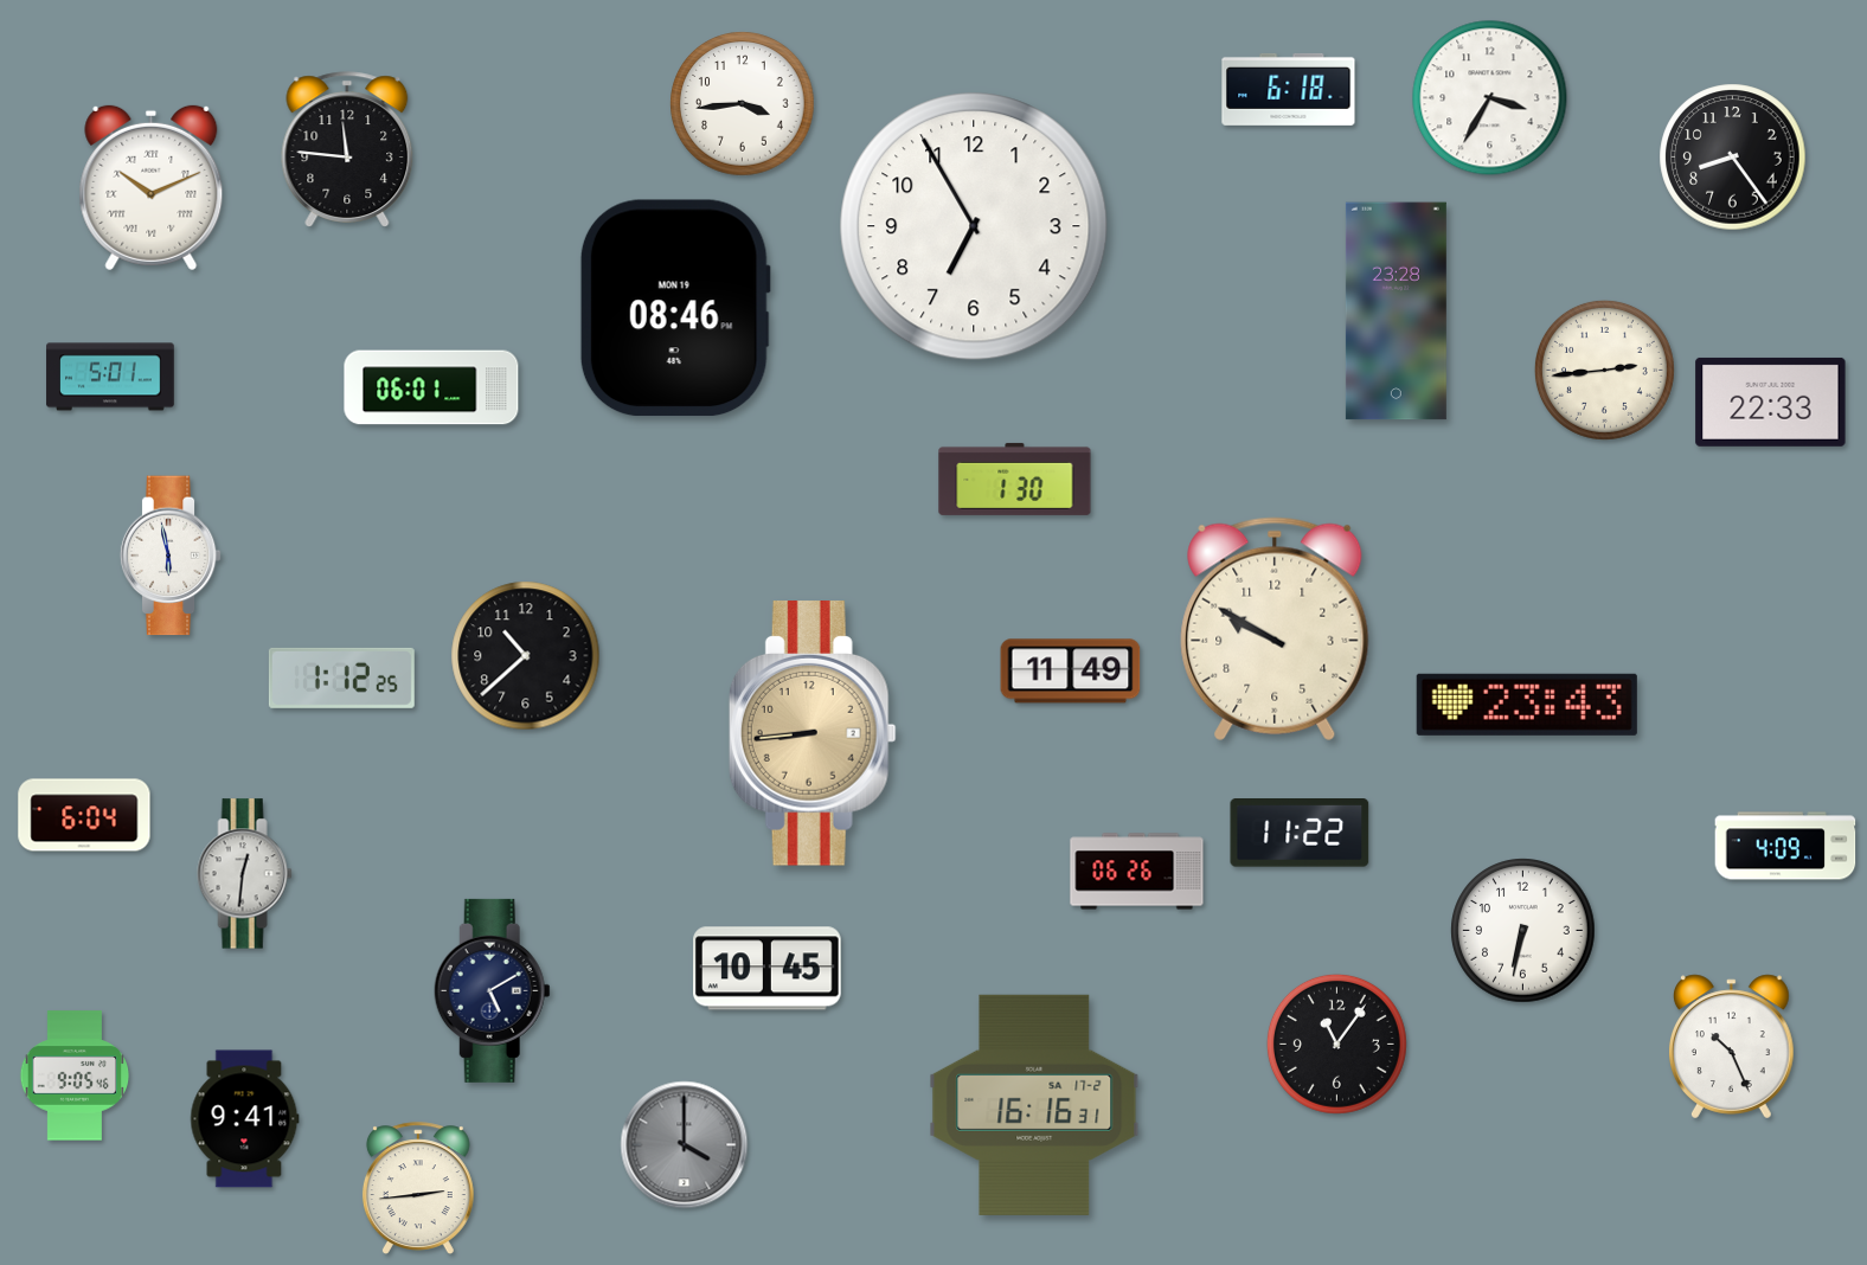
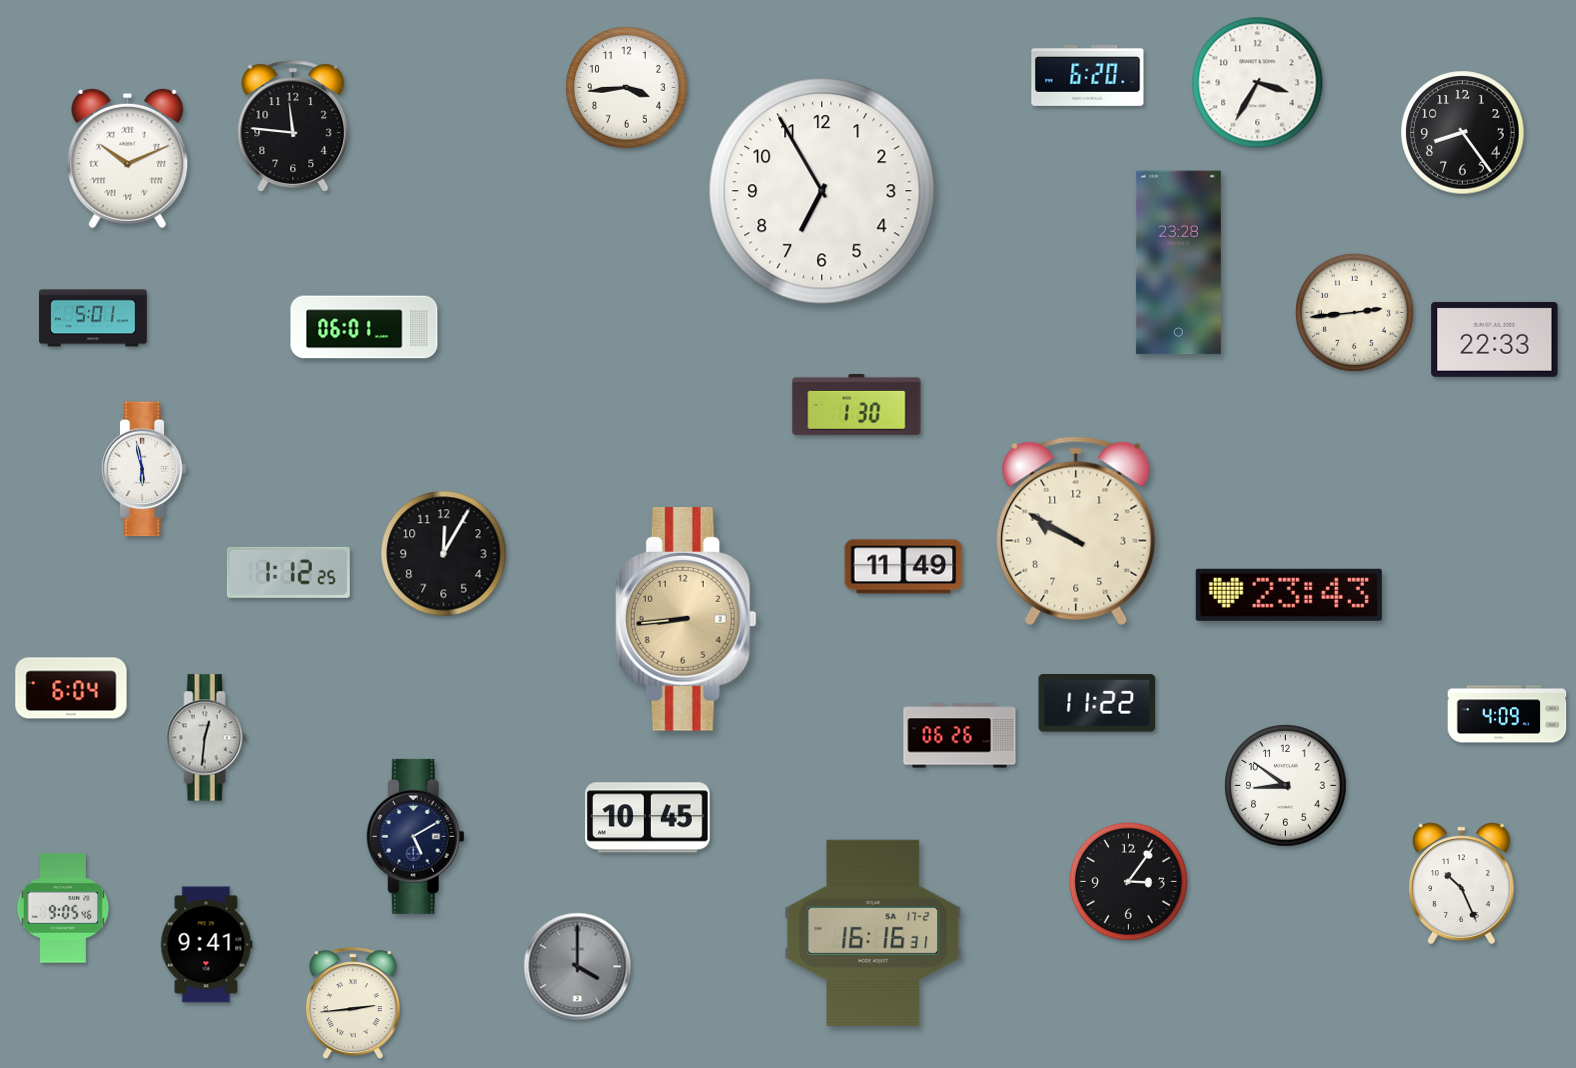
clock at (1289, 89): 6:18 -> 6:20
clock at (675, 308): 08:46 -> none
clock at (526, 656): 10:38 -> 12:05
clock at (1523, 931): 6:32 -> 8:51
clock at (1336, 1044): 11:06 -> 3:06
